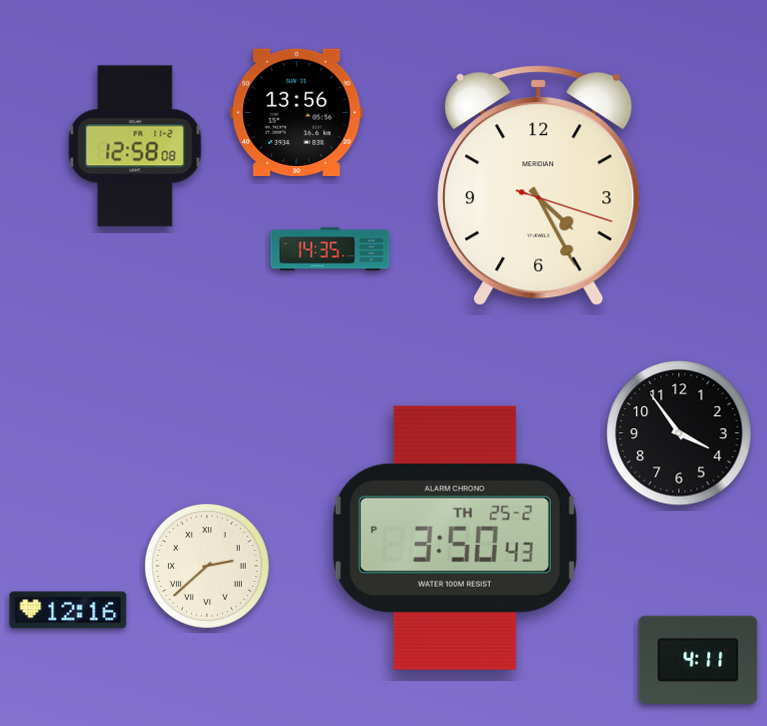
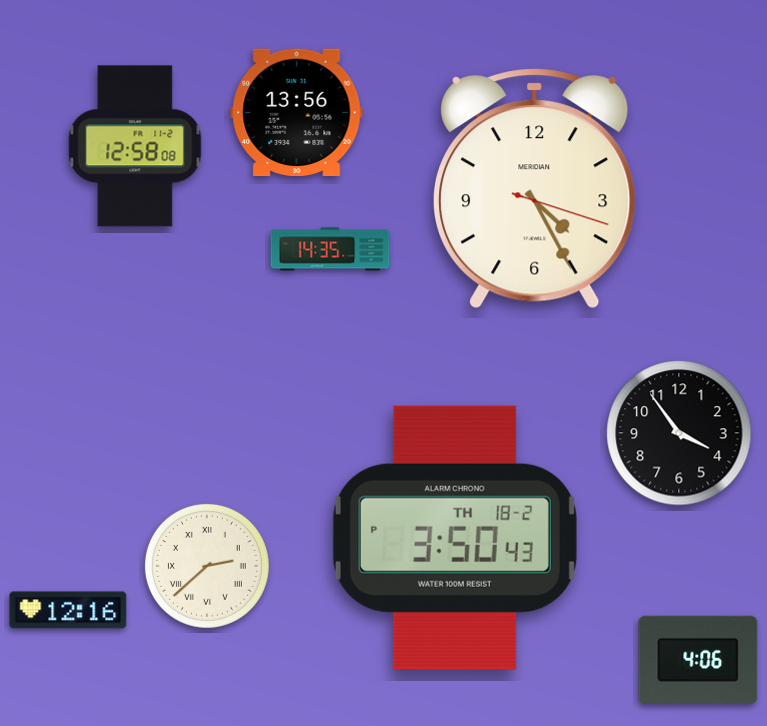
clock at (539, 186) position: (539, 186) -> (535, 189)
clock at (455, 538) date: TH 25-2 -> TH 18-2
clock at (698, 660): 4:11 -> 4:06
